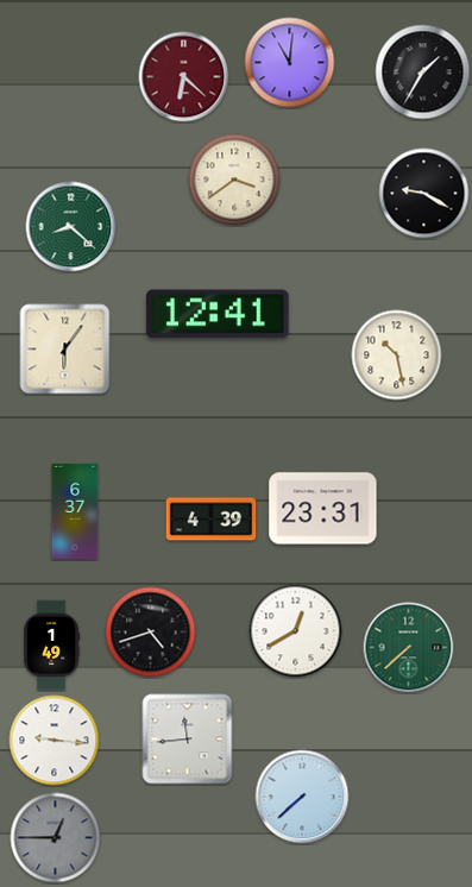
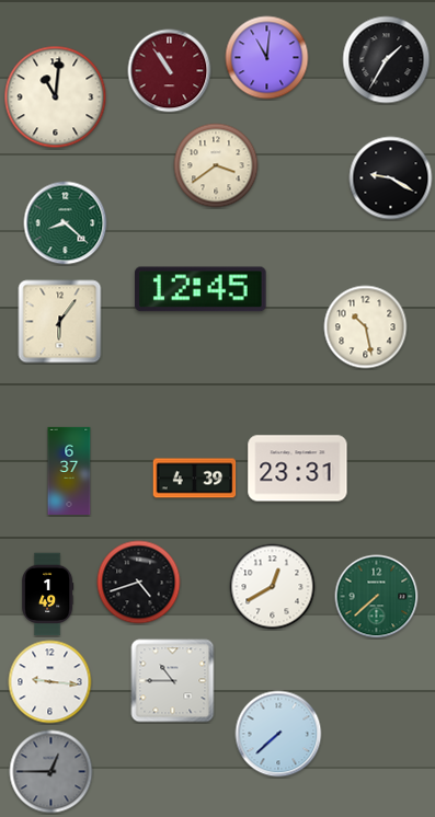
clock at (423, 73) position: (423, 73) -> (387, 60)
clock at (184, 77): 6:22 -> 10:54
clock at (56, 97): none -> 11:01
clock at (71, 227) position: (71, 227) -> (66, 223)
clock at (218, 314): 12:41 -> 12:45
clock at (296, 631) position: (296, 631) -> (273, 587)
clock at (188, 740): 11:44 -> 10:45
